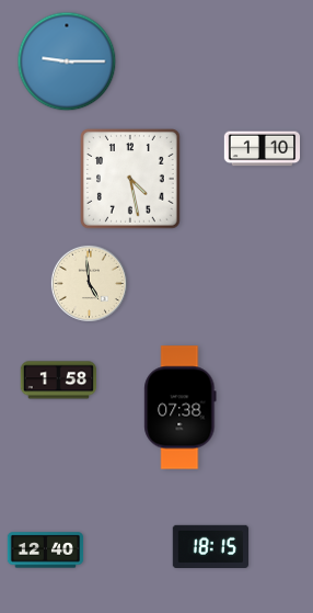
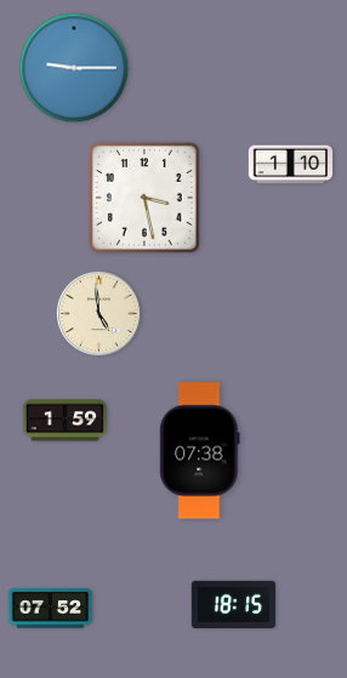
clock at (131, 180): 4:28 -> 3:28
clock at (59, 381): 1:58 -> 1:59
clock at (46, 550): 12:40 -> 07:52
